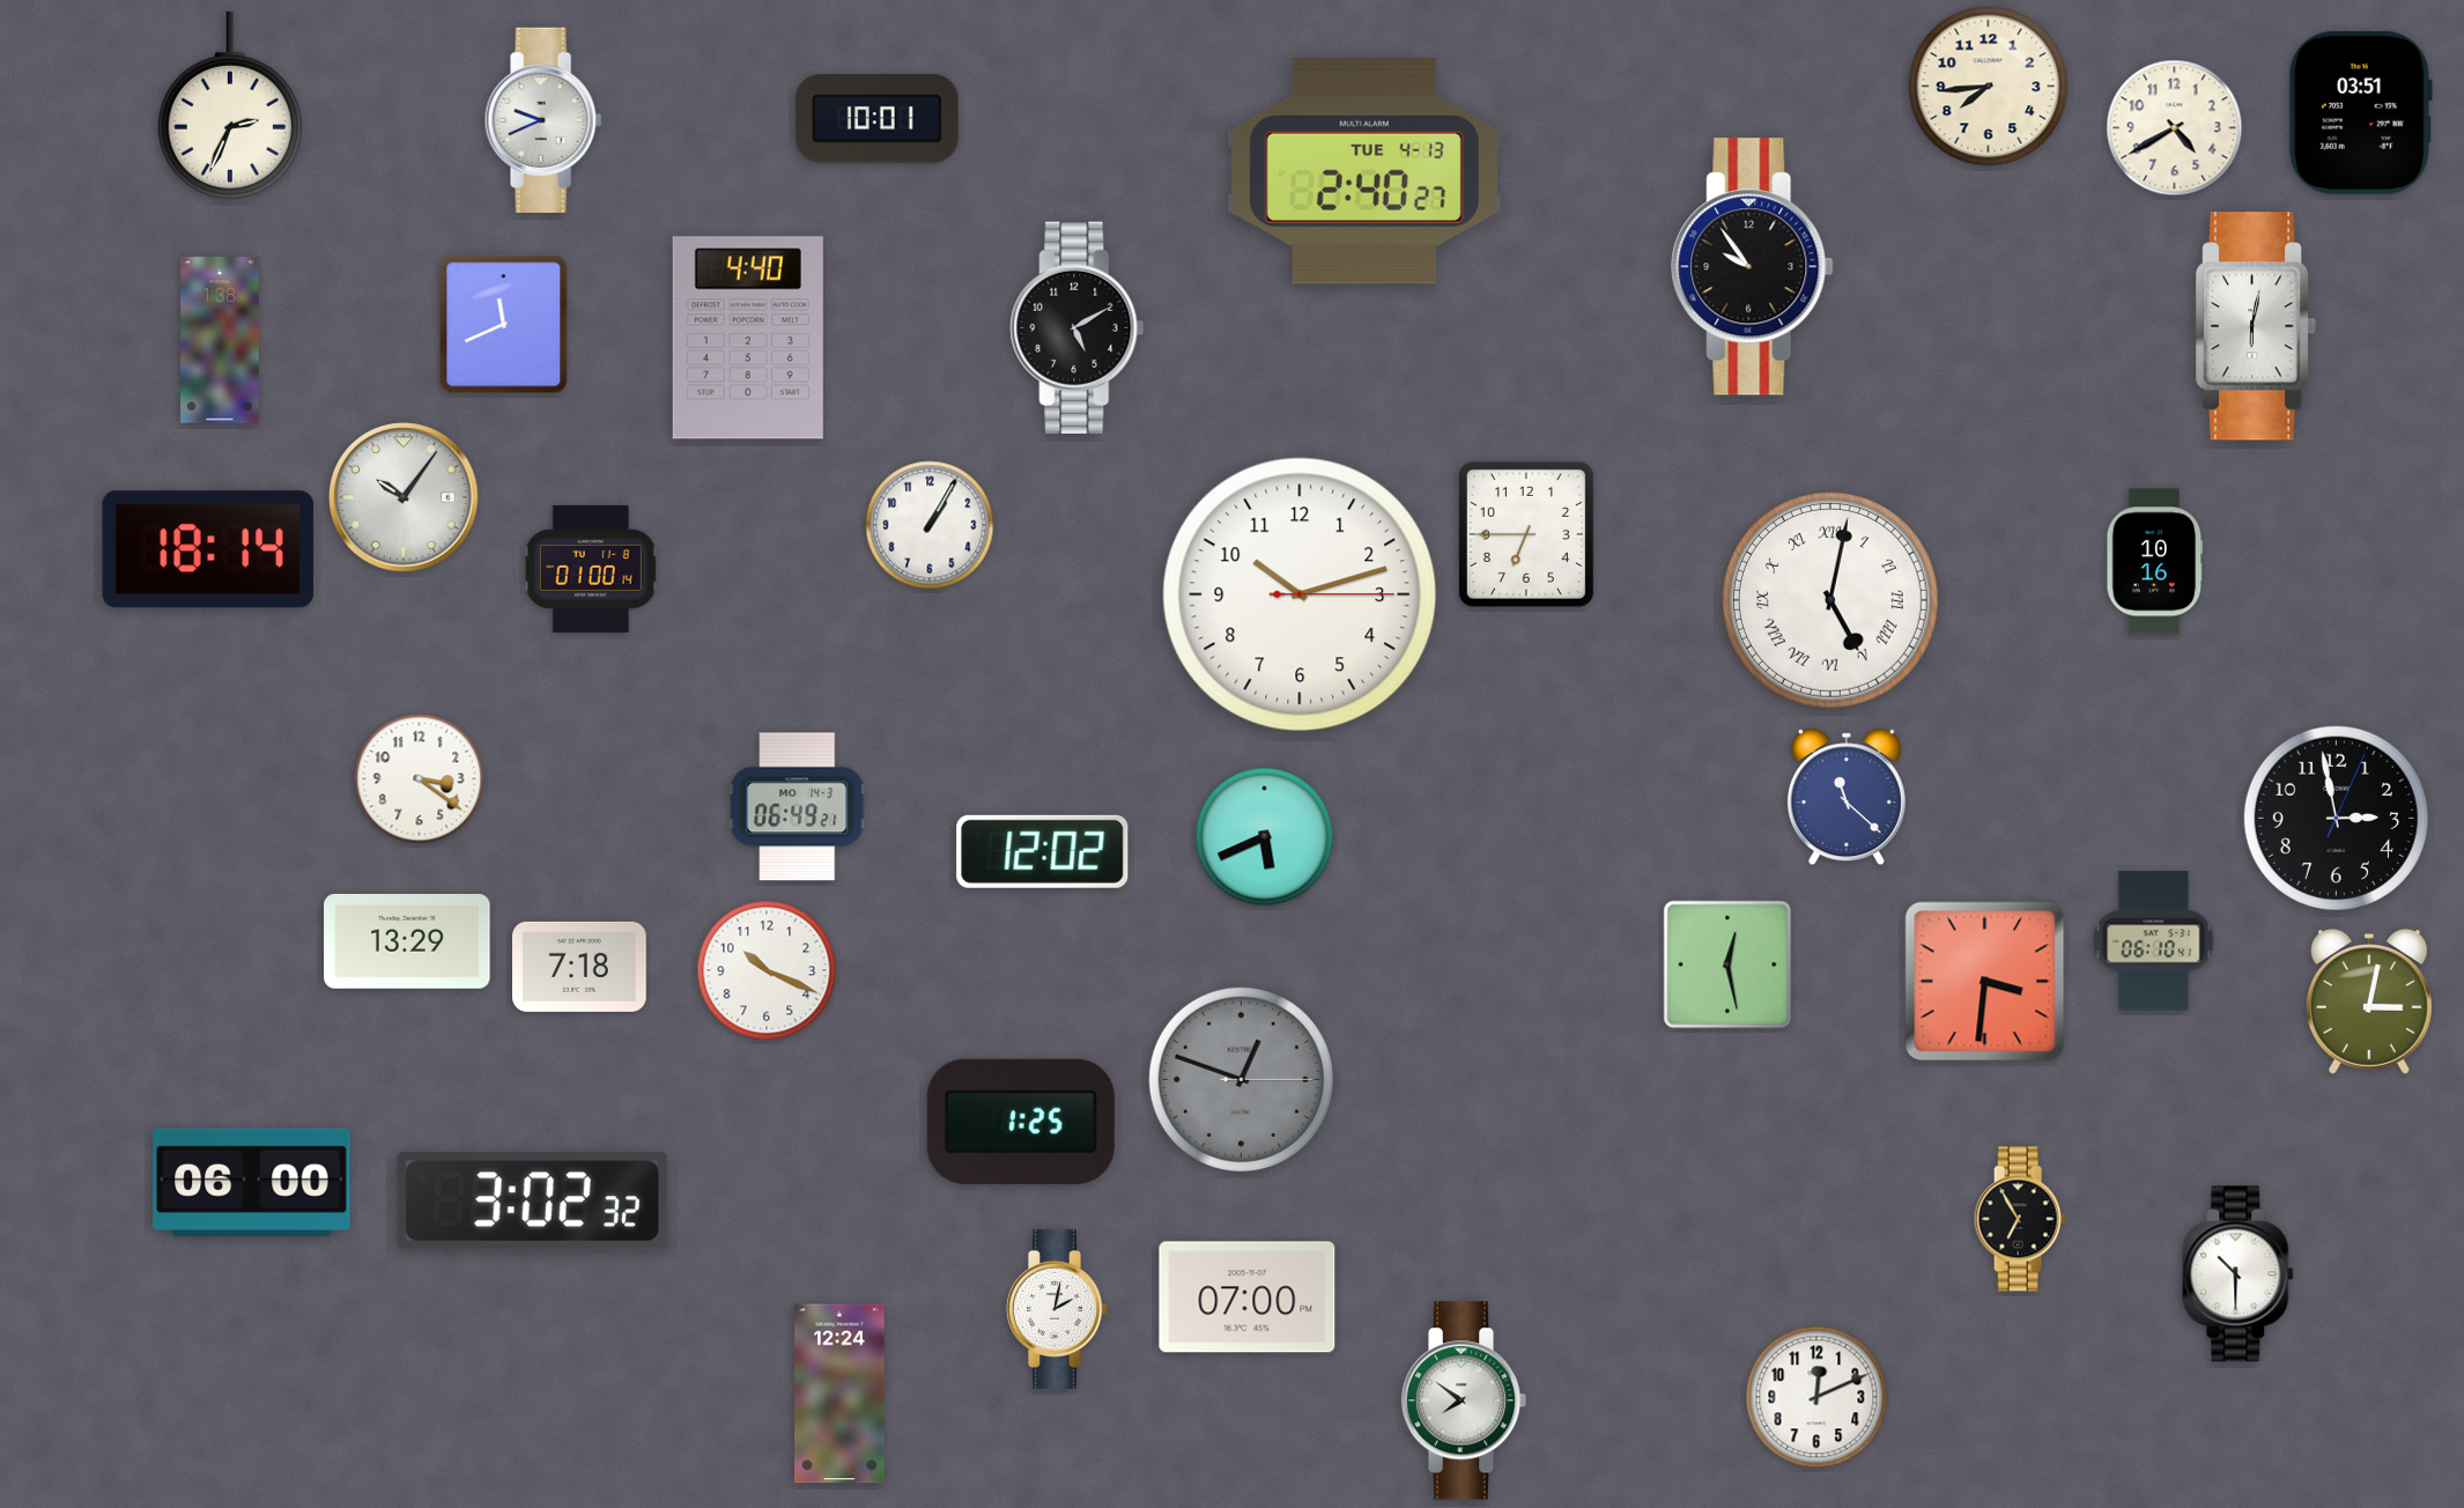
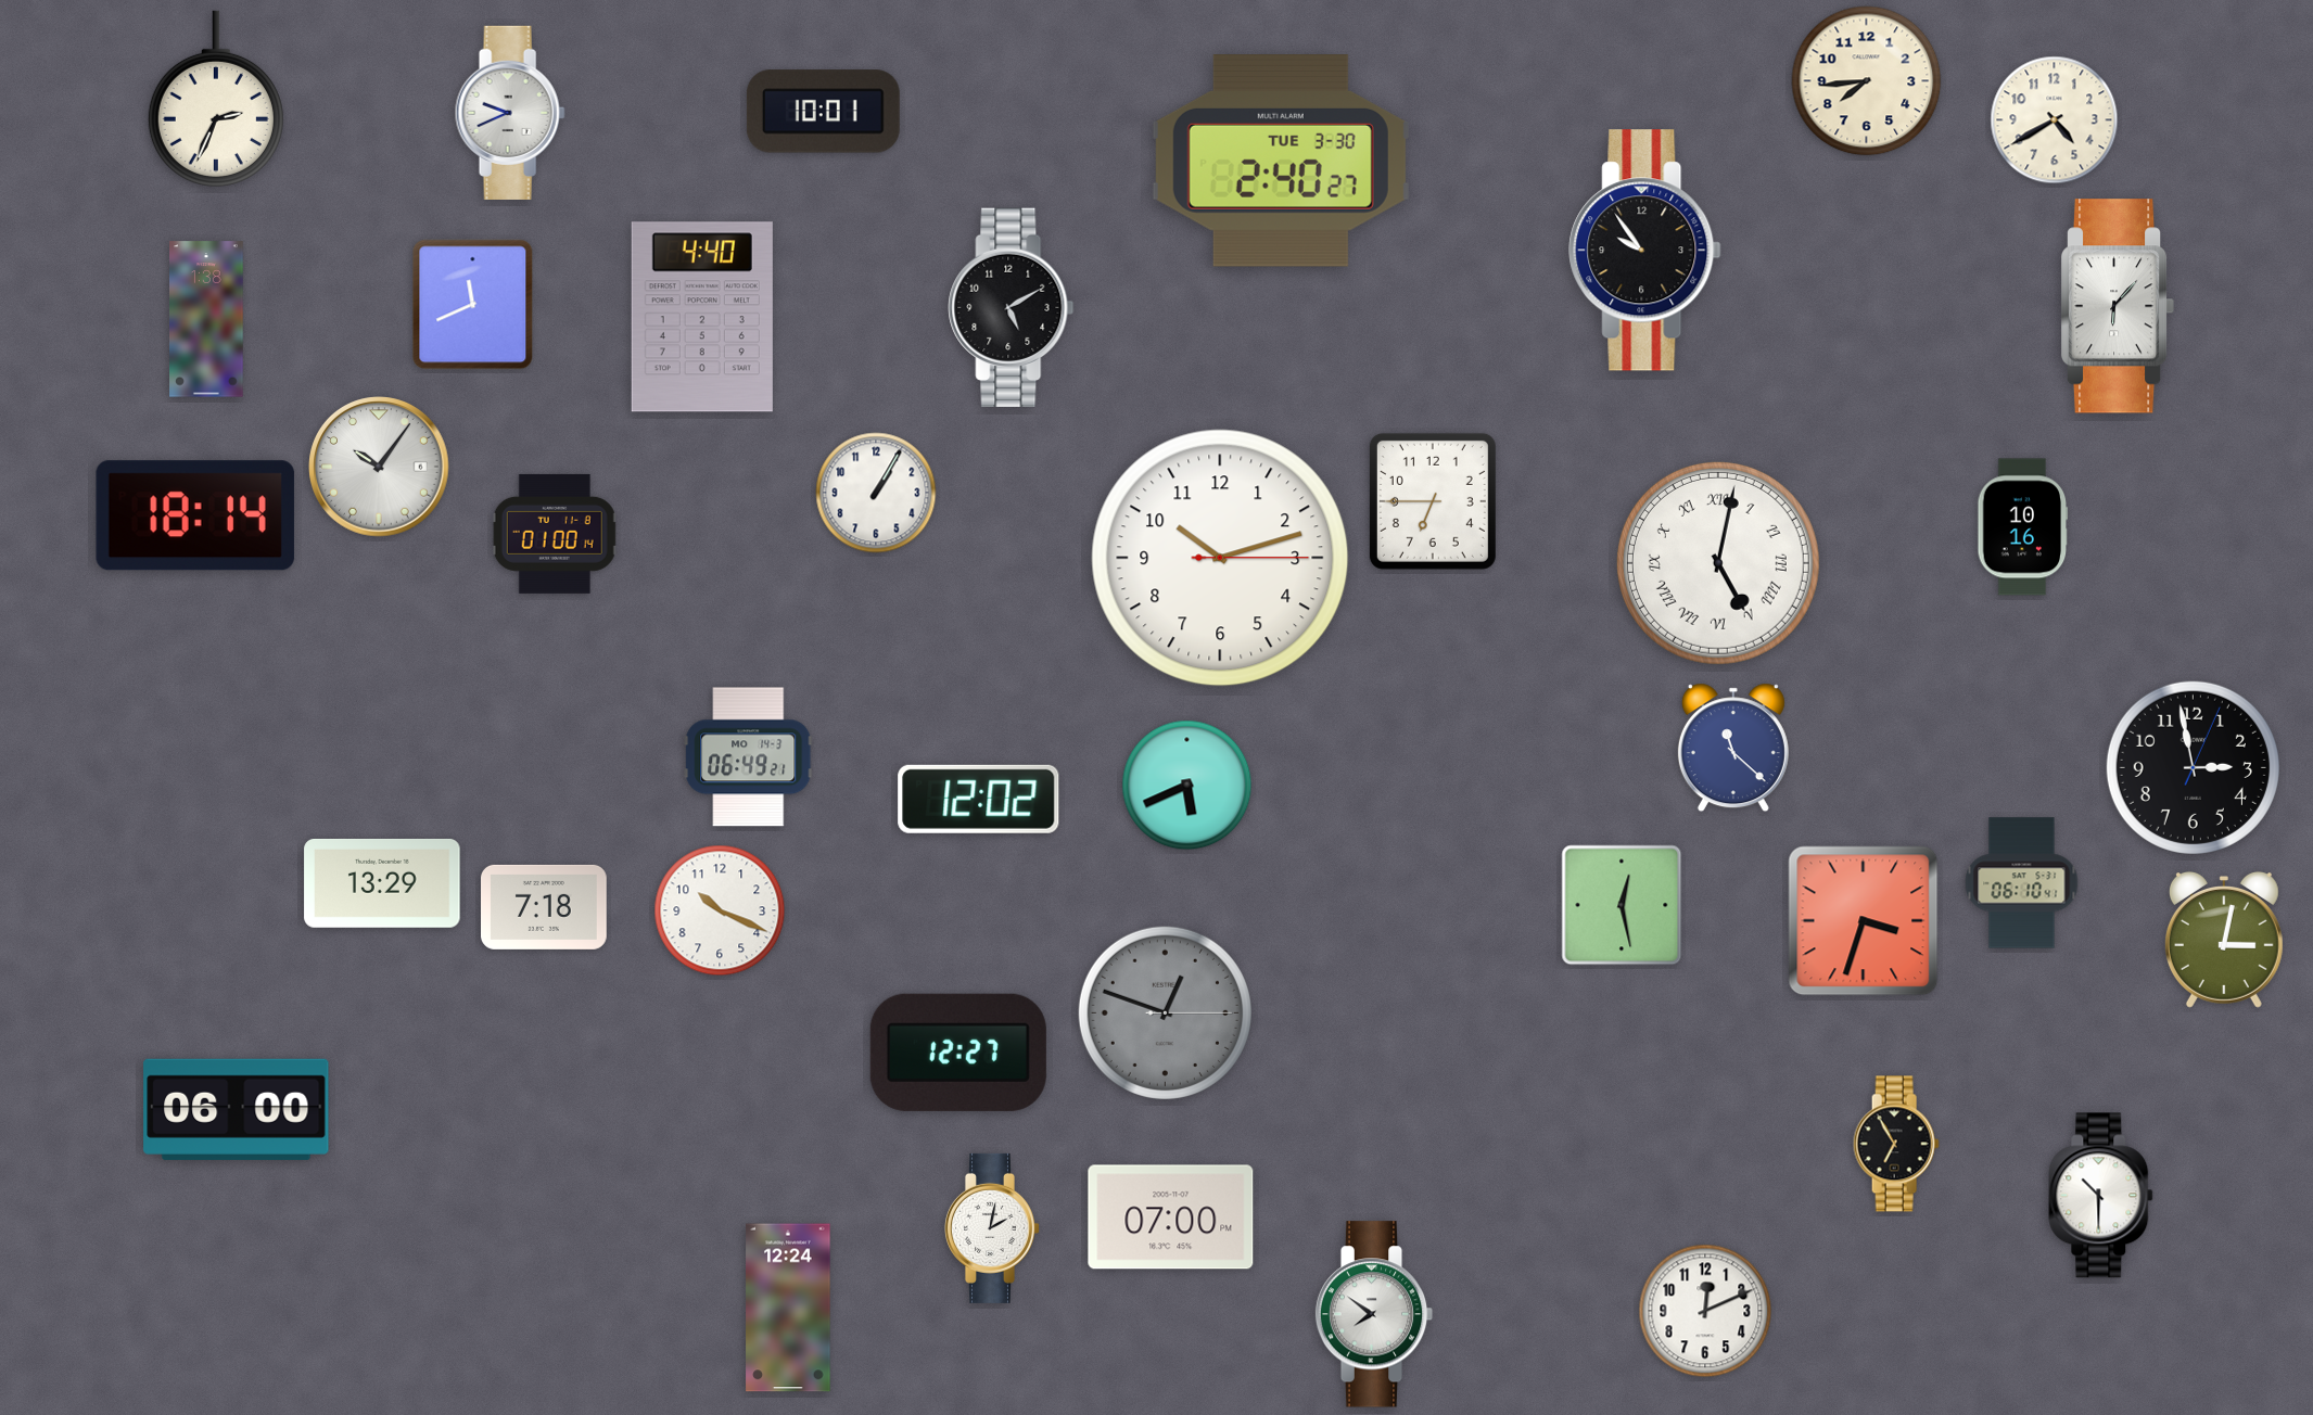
clock at (2360, 112): 03:51 -> none
clock at (2175, 128) position: (2175, 128) -> (2055, 120)
clock at (1364, 172) date: TUE 4-13 -> TUE 3-30
clock at (2256, 326): 6:02 -> 6:07
clock at (930, 525) position: (930, 525) -> (876, 493)
clock at (420, 779): 3:21 -> none
clock at (1985, 982): 3:31 -> 3:33
clock at (1021, 1122): 1:25 -> 12:27
clock at (532, 1202): 3:02 -> none
